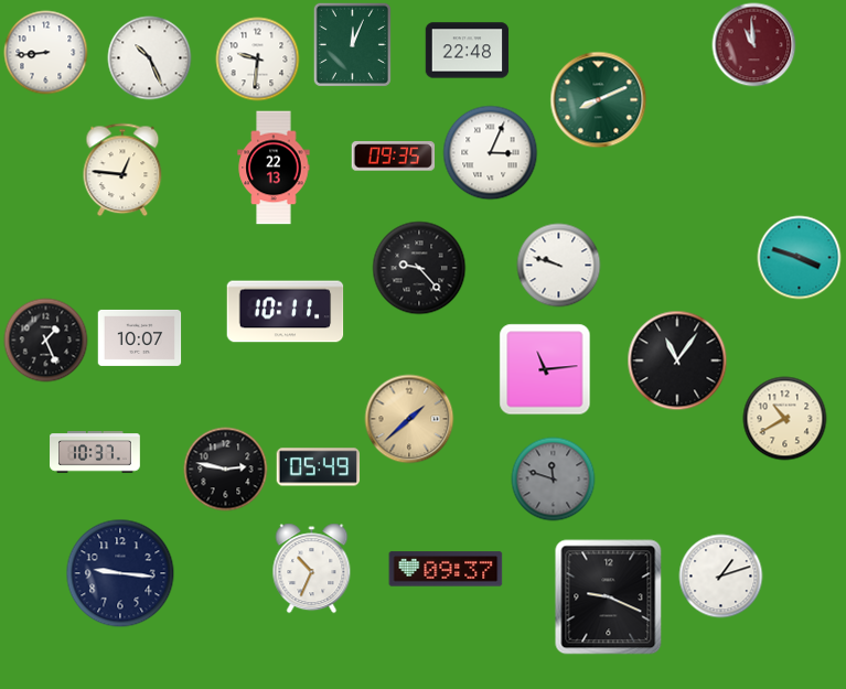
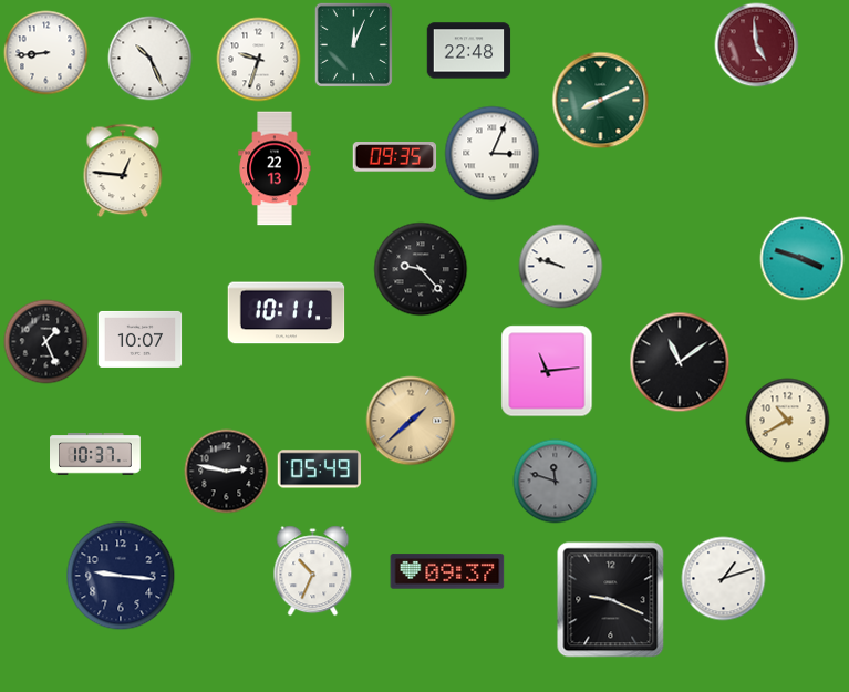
clock at (754, 45): 10:59 -> 4:59
clock at (258, 60): 9:31 -> 9:33
clock at (677, 360): 11:06 -> 11:09
